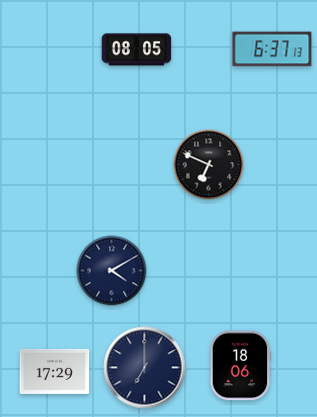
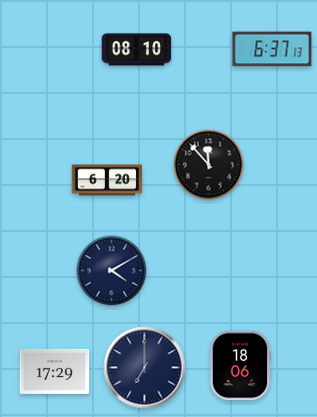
clock at (137, 50): 08:05 -> 08:10
clock at (209, 165): 6:49 -> 11:53
clock at (107, 180): none -> 6:20
